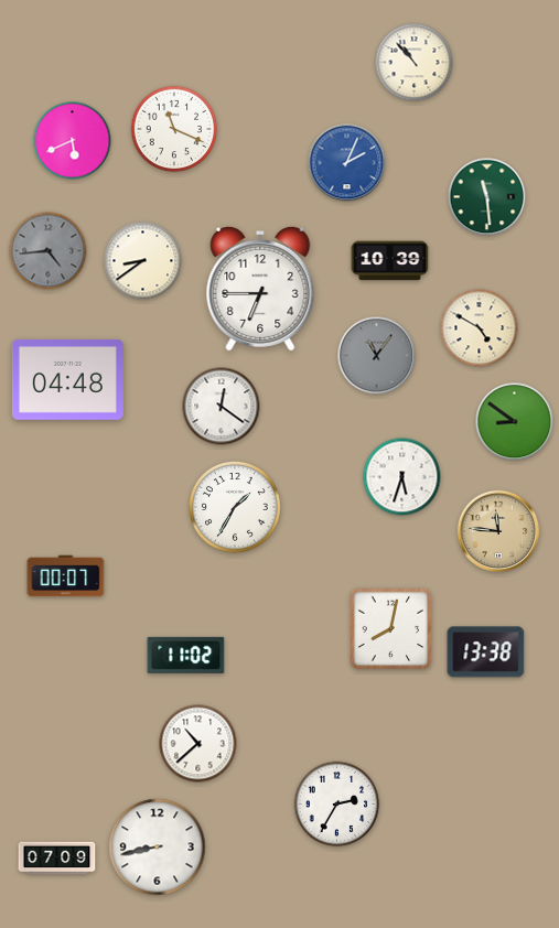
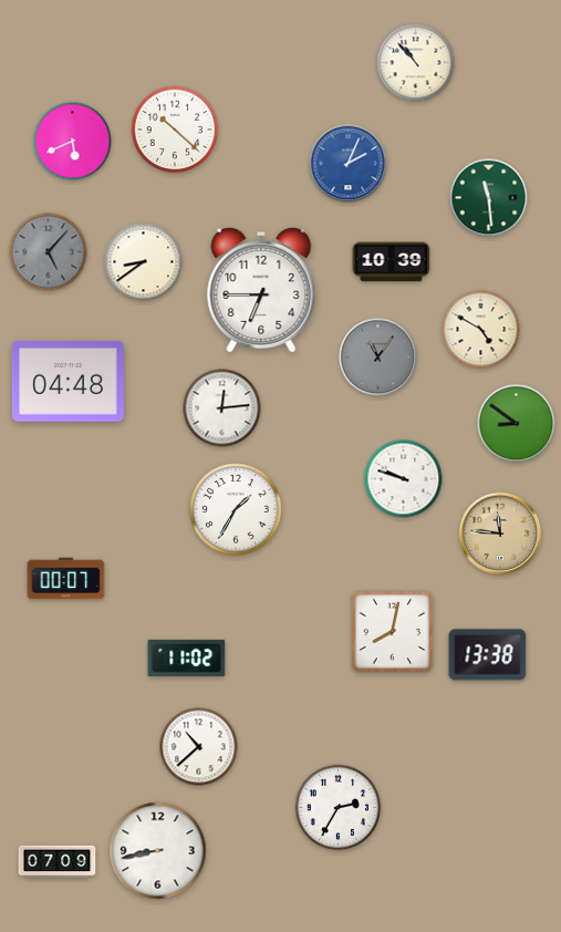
clock at (174, 129): 11:19 -> 10:22
clock at (49, 251): 4:44 -> 5:07
clock at (222, 407): 12:21 -> 12:14
clock at (402, 477): 5:33 -> 9:48
